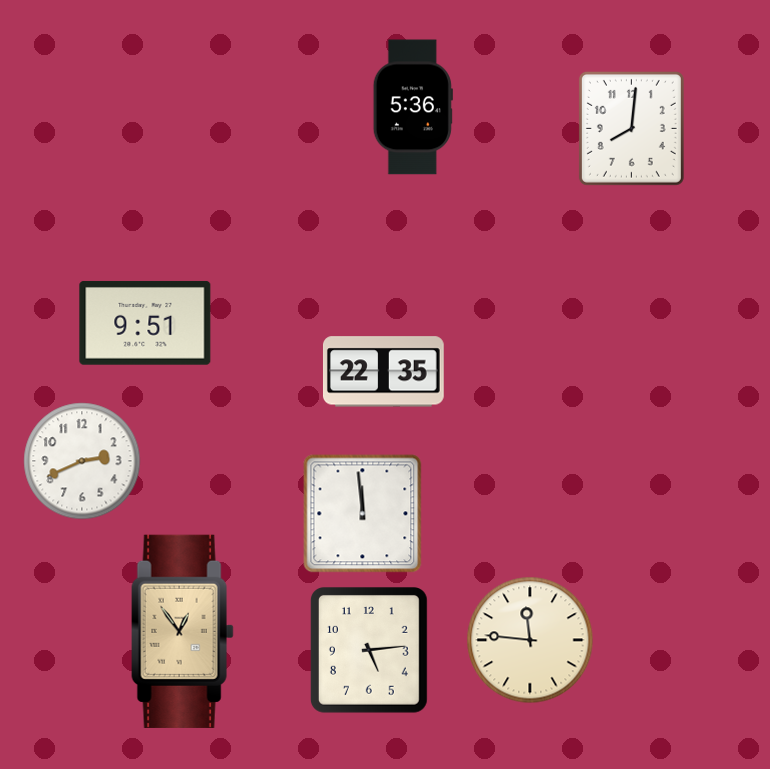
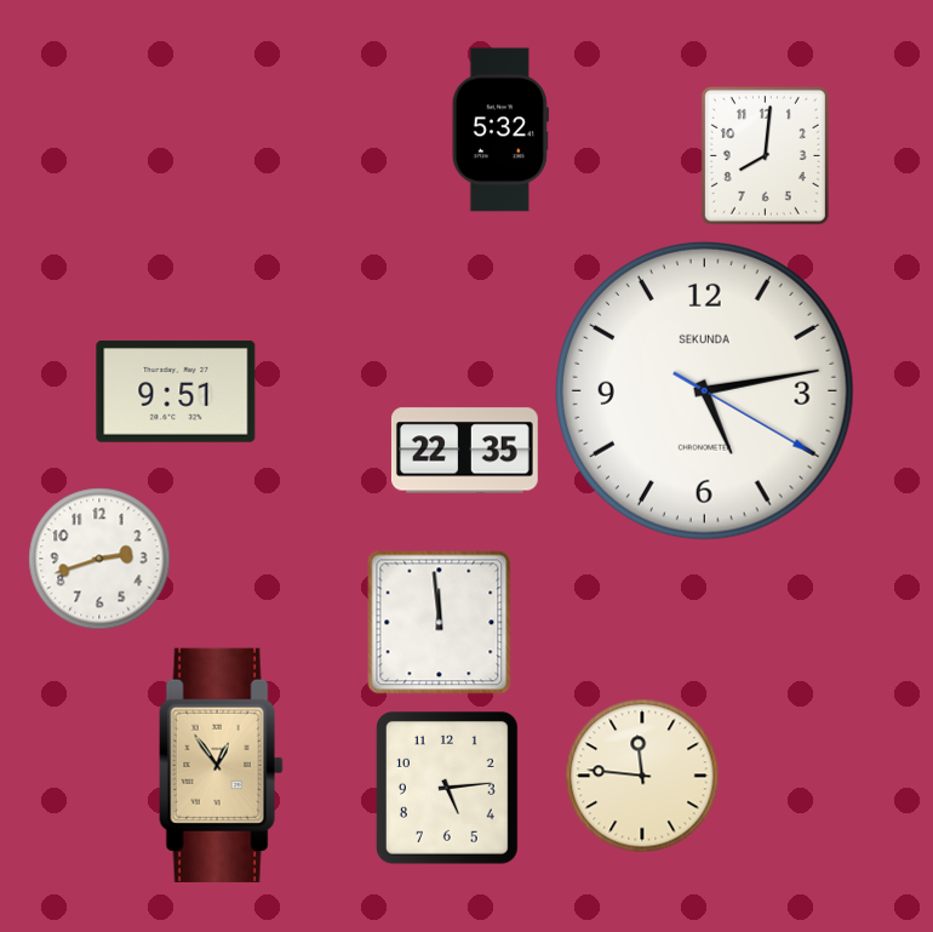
clock at (413, 107): 5:36 -> 5:32
clock at (704, 390): none -> 5:13
clock at (82, 461): 2:41 -> 2:42
